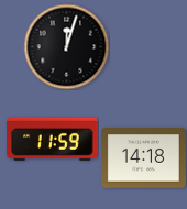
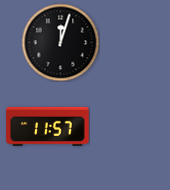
clock at (53, 139): 11:59 -> 11:57
clock at (143, 158): 14:18 -> none
